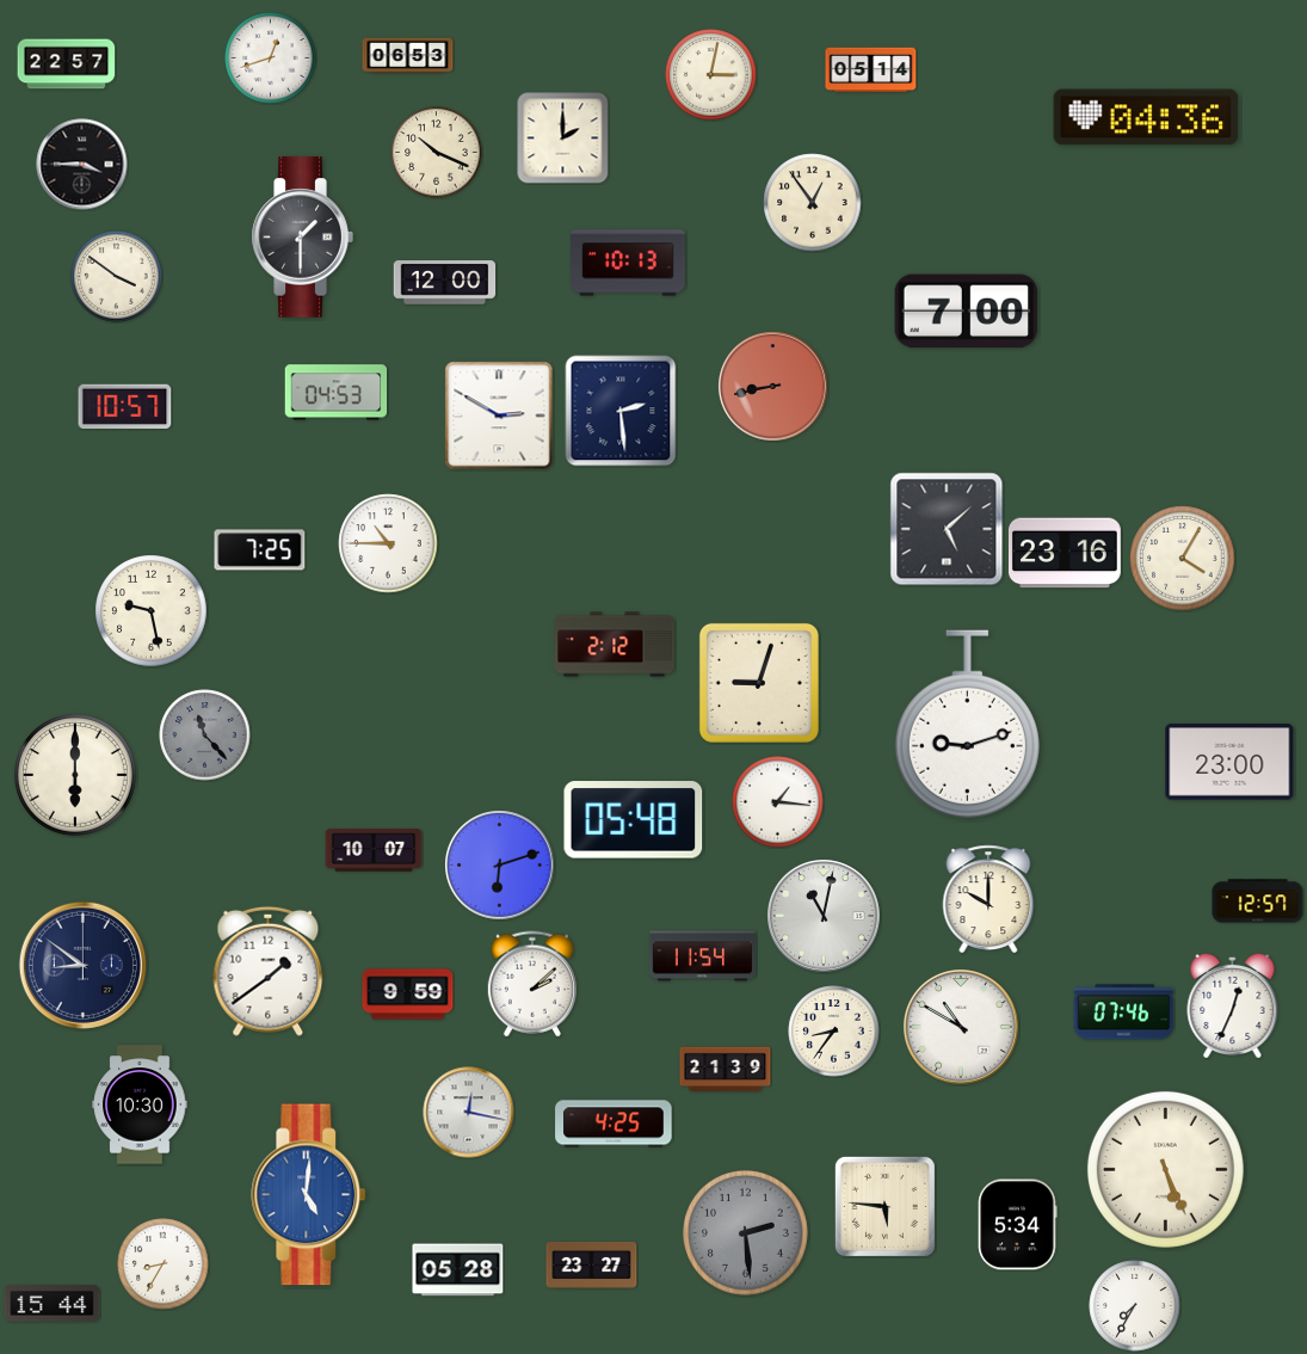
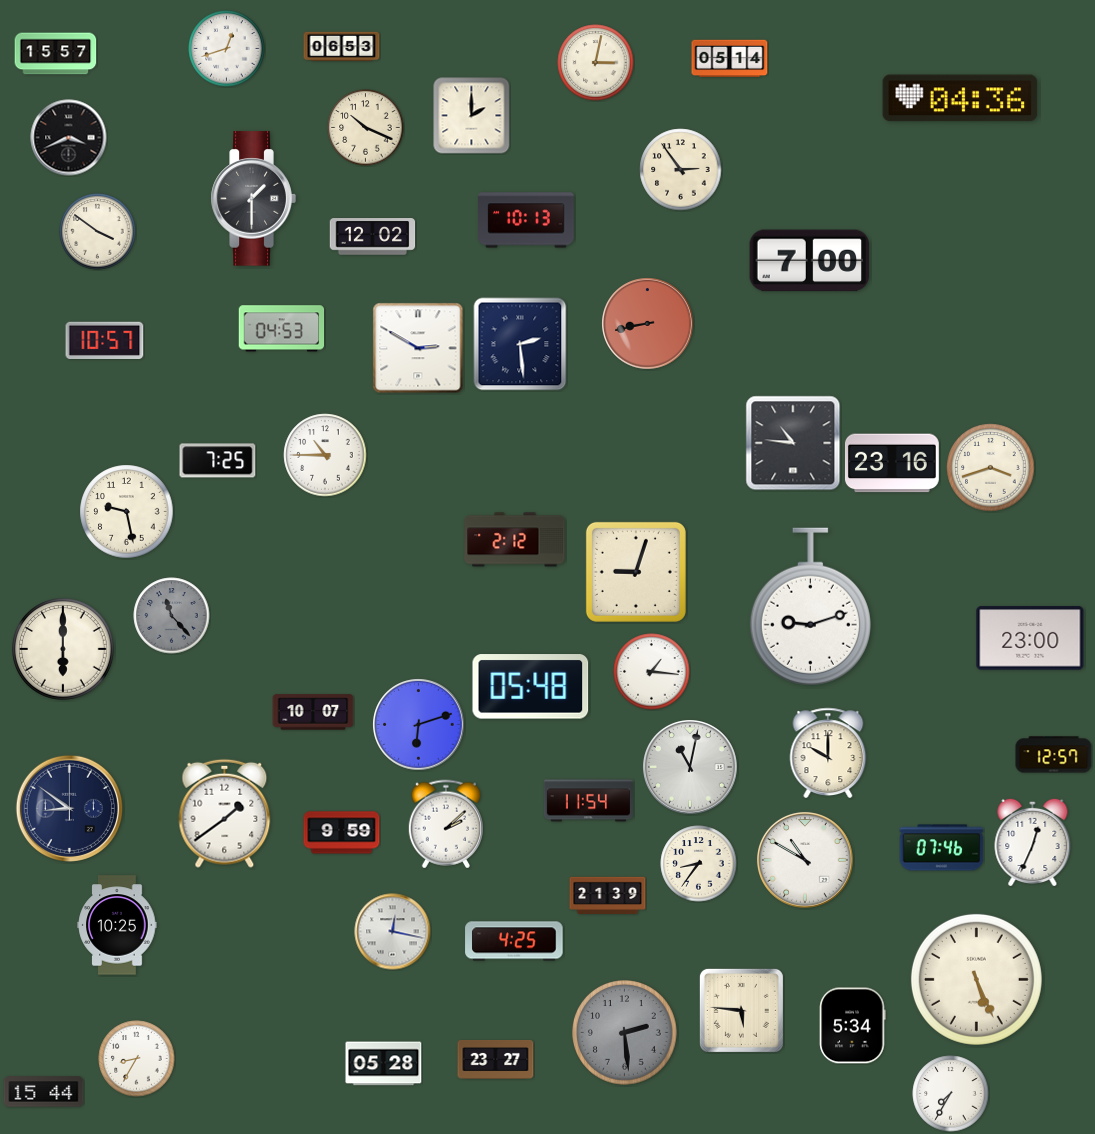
clock at (67, 64): 22:57 -> 15:57
clock at (82, 165): 3:45 -> 3:41
clock at (813, 203): 12:54 -> 2:54
clock at (445, 283): 12:00 -> 12:02
clock at (947, 529): 5:08 -> 10:46
clock at (1183, 559): 4:05 -> 3:42
clock at (140, 1104): 10:30 -> 10:25
clock at (309, 1195): 5:01 -> none
